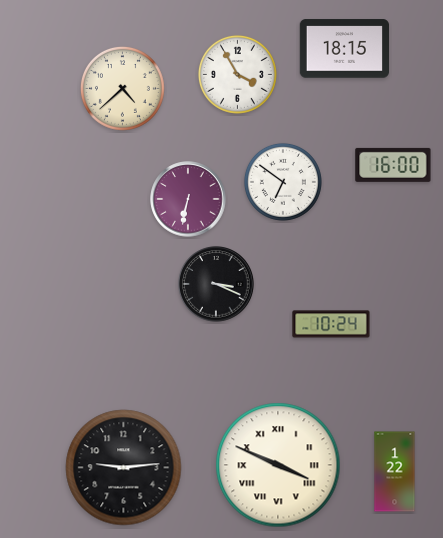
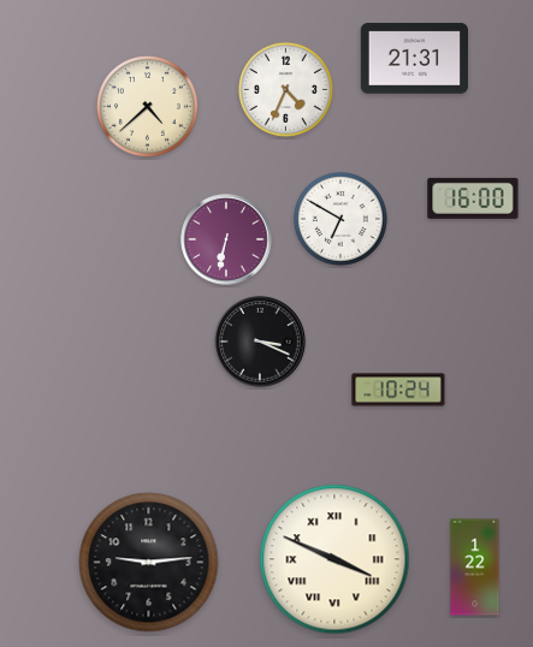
clock at (344, 49): 18:15 -> 21:31
clock at (237, 74): 3:55 -> 4:34
clock at (283, 182): 6:51 -> 6:50
